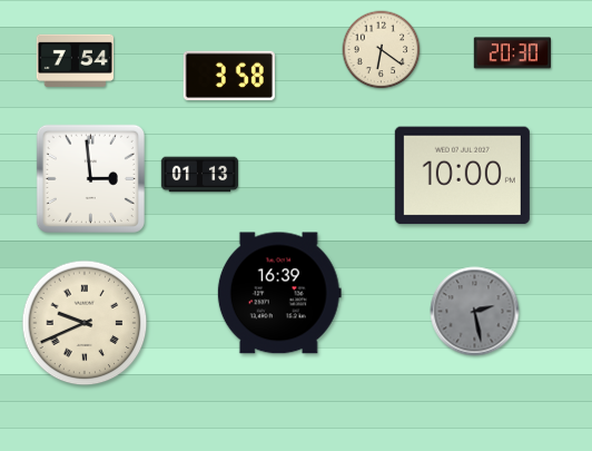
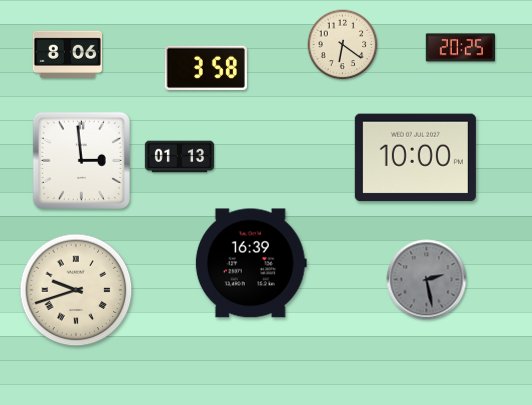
clock at (512, 53): 20:30 -> 20:25
clock at (75, 60): 7:54 -> 8:06
clock at (85, 323): 9:41 -> 9:42
